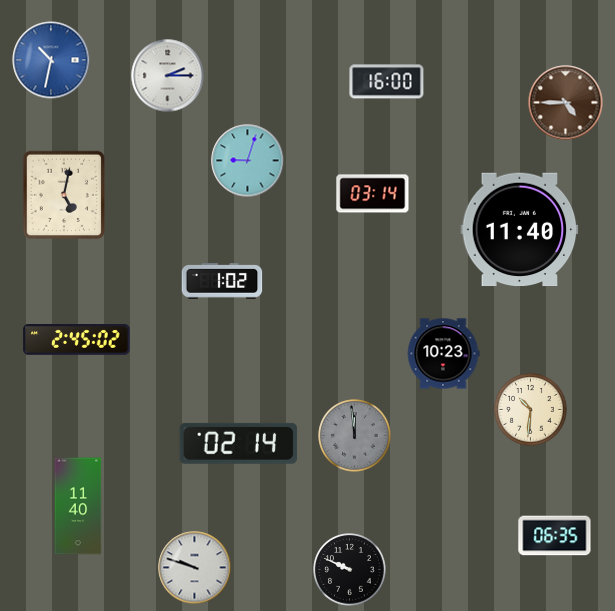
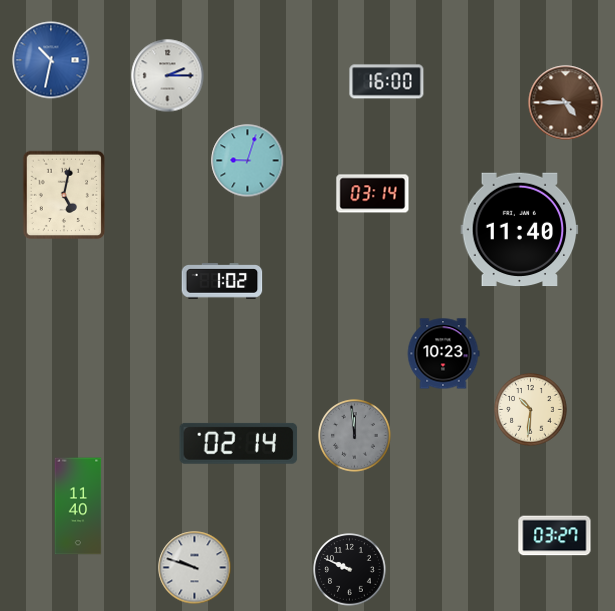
clock at (77, 340): 2:45 -> none
clock at (555, 536): 06:35 -> 03:27
